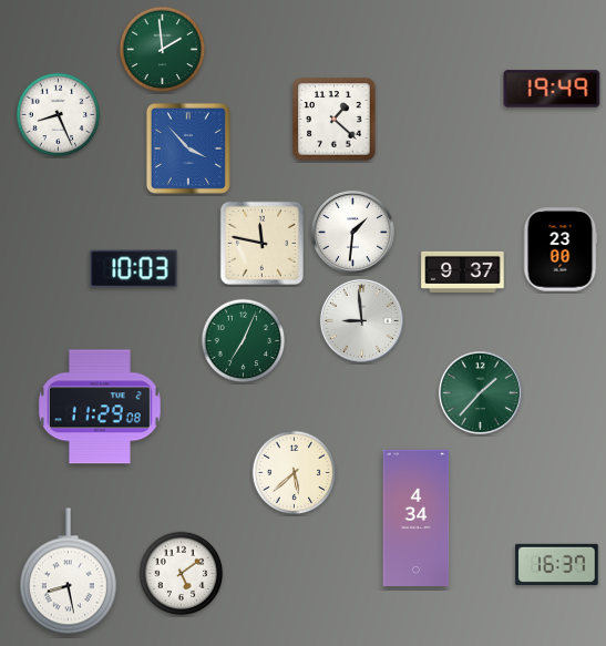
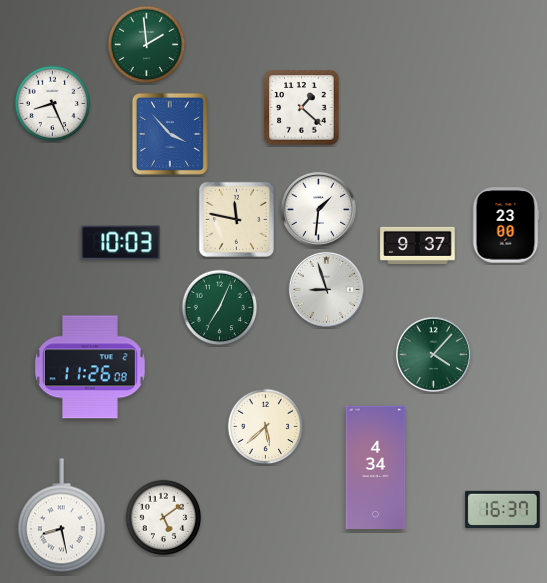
clock at (552, 89): 19:49 -> none
clock at (361, 320): 8:59 -> 8:57
clock at (480, 392): 1:37 -> 4:07
clock at (100, 407): 11:29 -> 11:26
